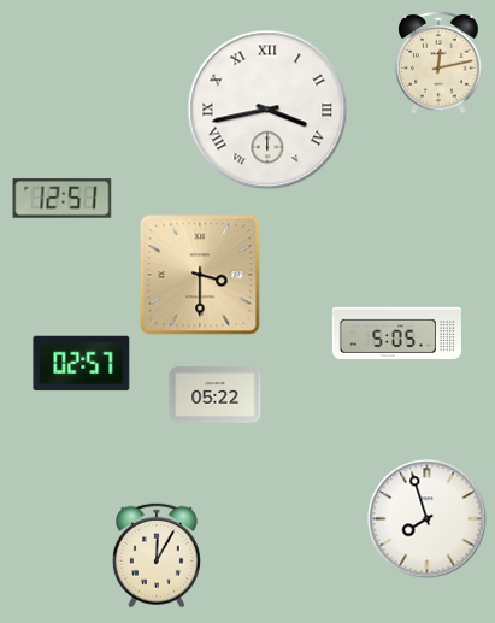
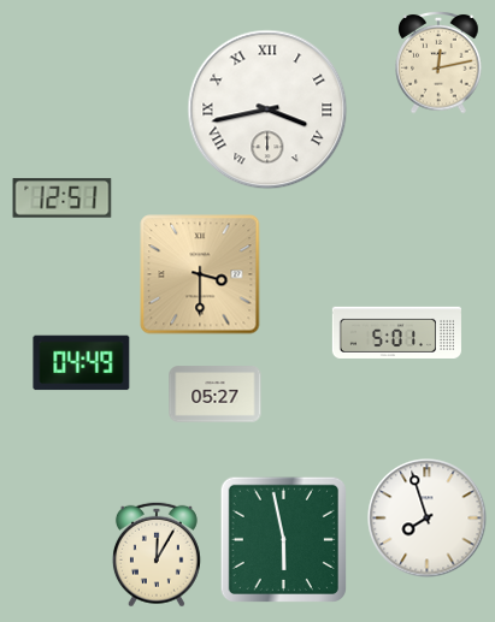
clock at (396, 333): 5:05 -> 5:01
clock at (82, 364): 02:57 -> 04:49
clock at (216, 395): 05:22 -> 05:27
clock at (283, 539): none -> 5:58
